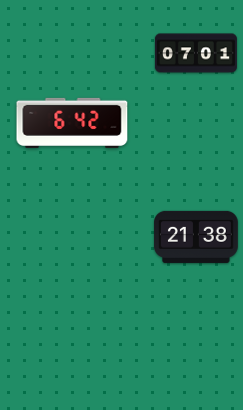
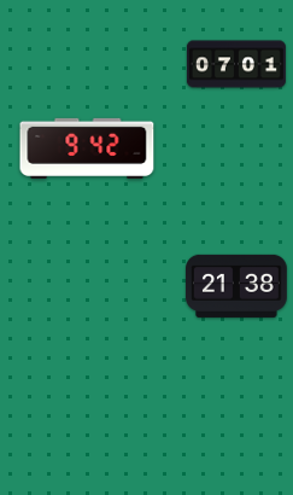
clock at (72, 123): 6:42 -> 9:42
